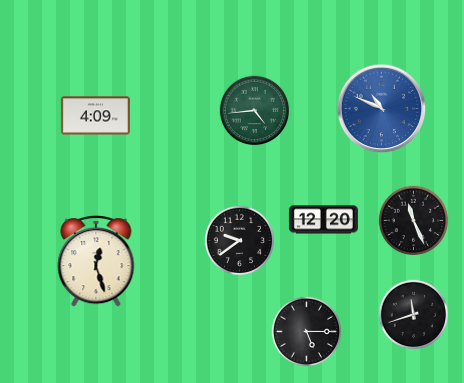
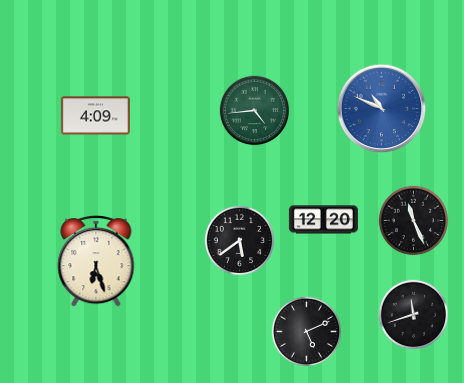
clock at (240, 241): 9:39 -> 5:39
clock at (96, 261): 12:27 -> 6:27
clock at (307, 332): 5:15 -> 5:11
